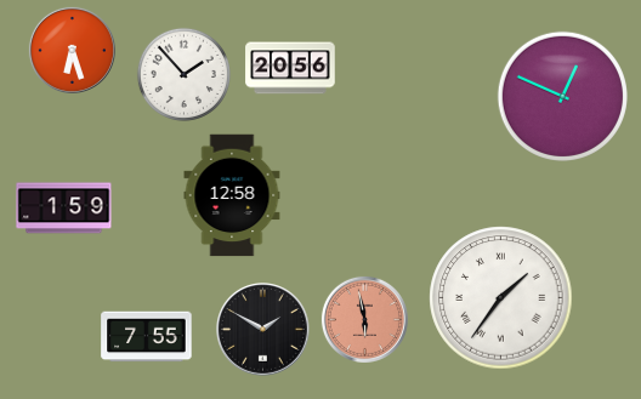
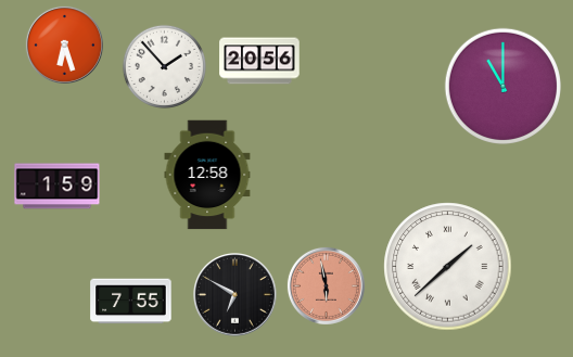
clock at (562, 96): 12:49 -> 11:00
clock at (501, 298): 1:36 -> 1:38
clock at (263, 330): 1:50 -> 6:50
